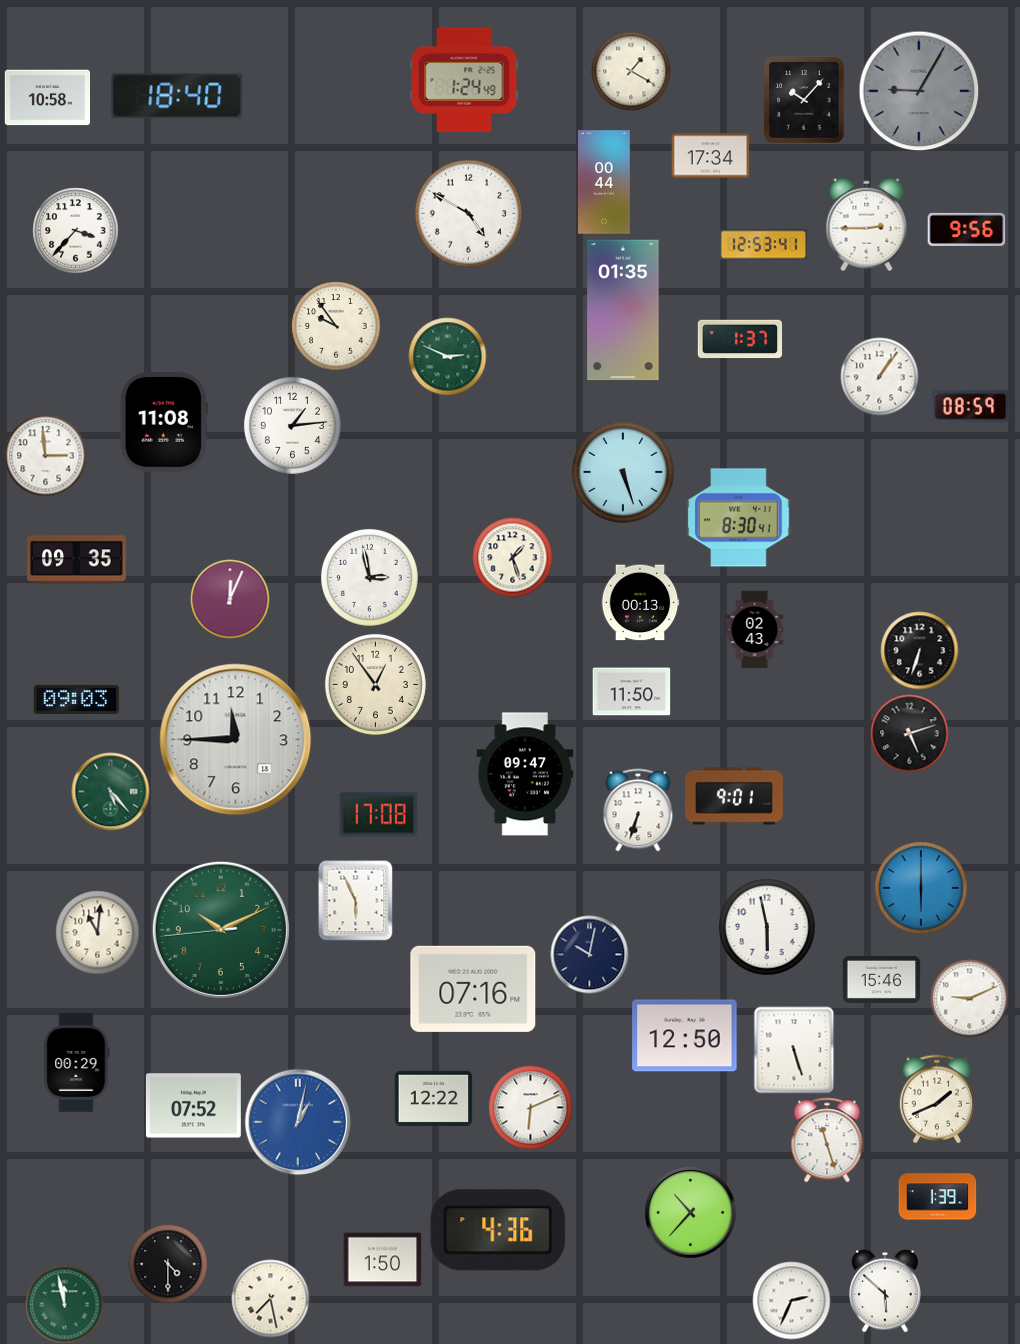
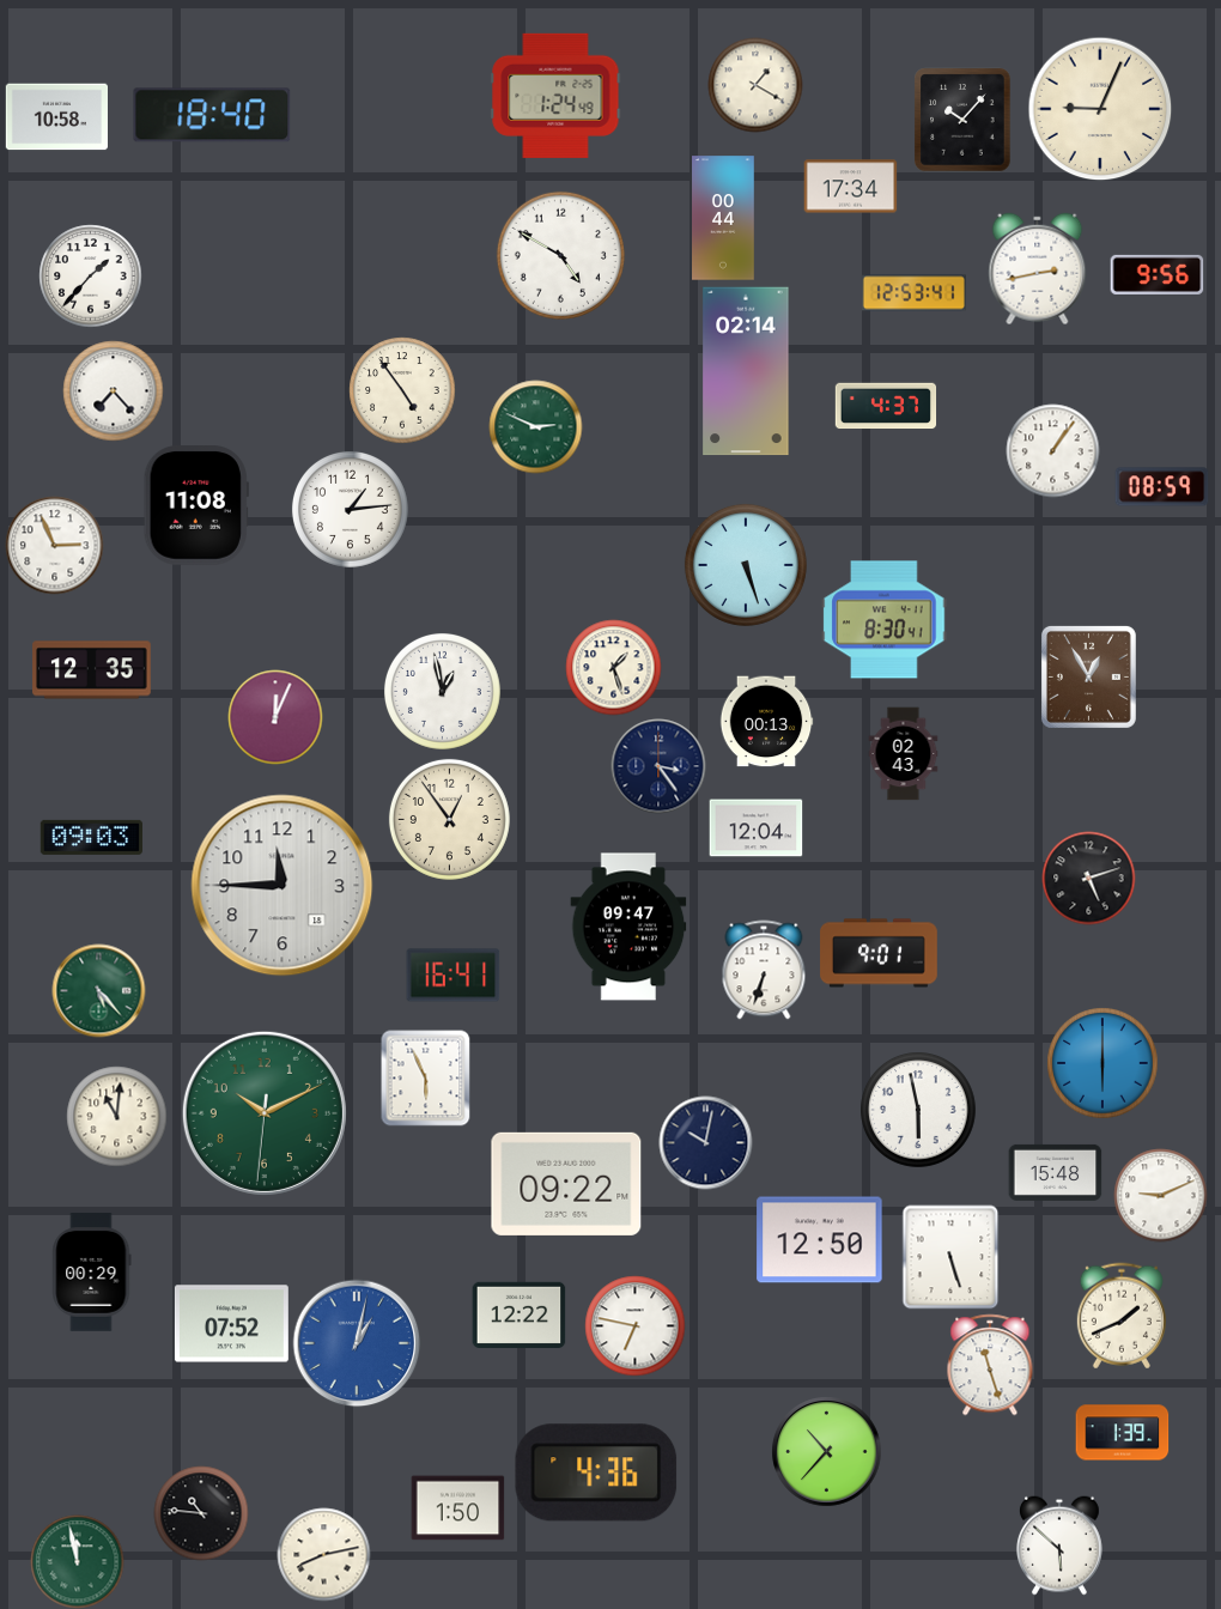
clock at (919, 91): 9:05 -> 9:04
clock at (919, 91) dial: grey -> cream
clock at (867, 224): 2:45 -> 2:43
clock at (75, 230): 3:37 -> 1:37
clock at (623, 310): 01:35 -> 02:14
clock at (113, 390): none -> 7:23
clock at (336, 326): 9:54 -> 4:54
clock at (740, 339): 1:37 -> 4:37
clock at (45, 455): 2:59 -> 2:56
clock at (77, 560): 09:35 -> 12:35
clock at (1088, 676): none -> 12:55
clock at (369, 577): 2:58 -> 12:58
clock at (658, 766): none -> 3:24
clock at (919, 650): 6:33 -> none
clock at (631, 692): 11:50 -> 12:04
clock at (110, 791) position: (110, 791) -> (98, 990)
clock at (378, 815): 17:08 -> 16:41
clock at (221, 930): 10:10:44 -> 10:10:31
clock at (881, 979): 15:46 -> 15:48
clock at (473, 989): 07:16 -> 09:22
clock at (530, 1107): 6:11 -> 6:47
clock at (168, 1264): 4:30 -> 10:46
clock at (270, 1298): 7:28 -> 8:13
clock at (791, 1300): 2:34 -> none
